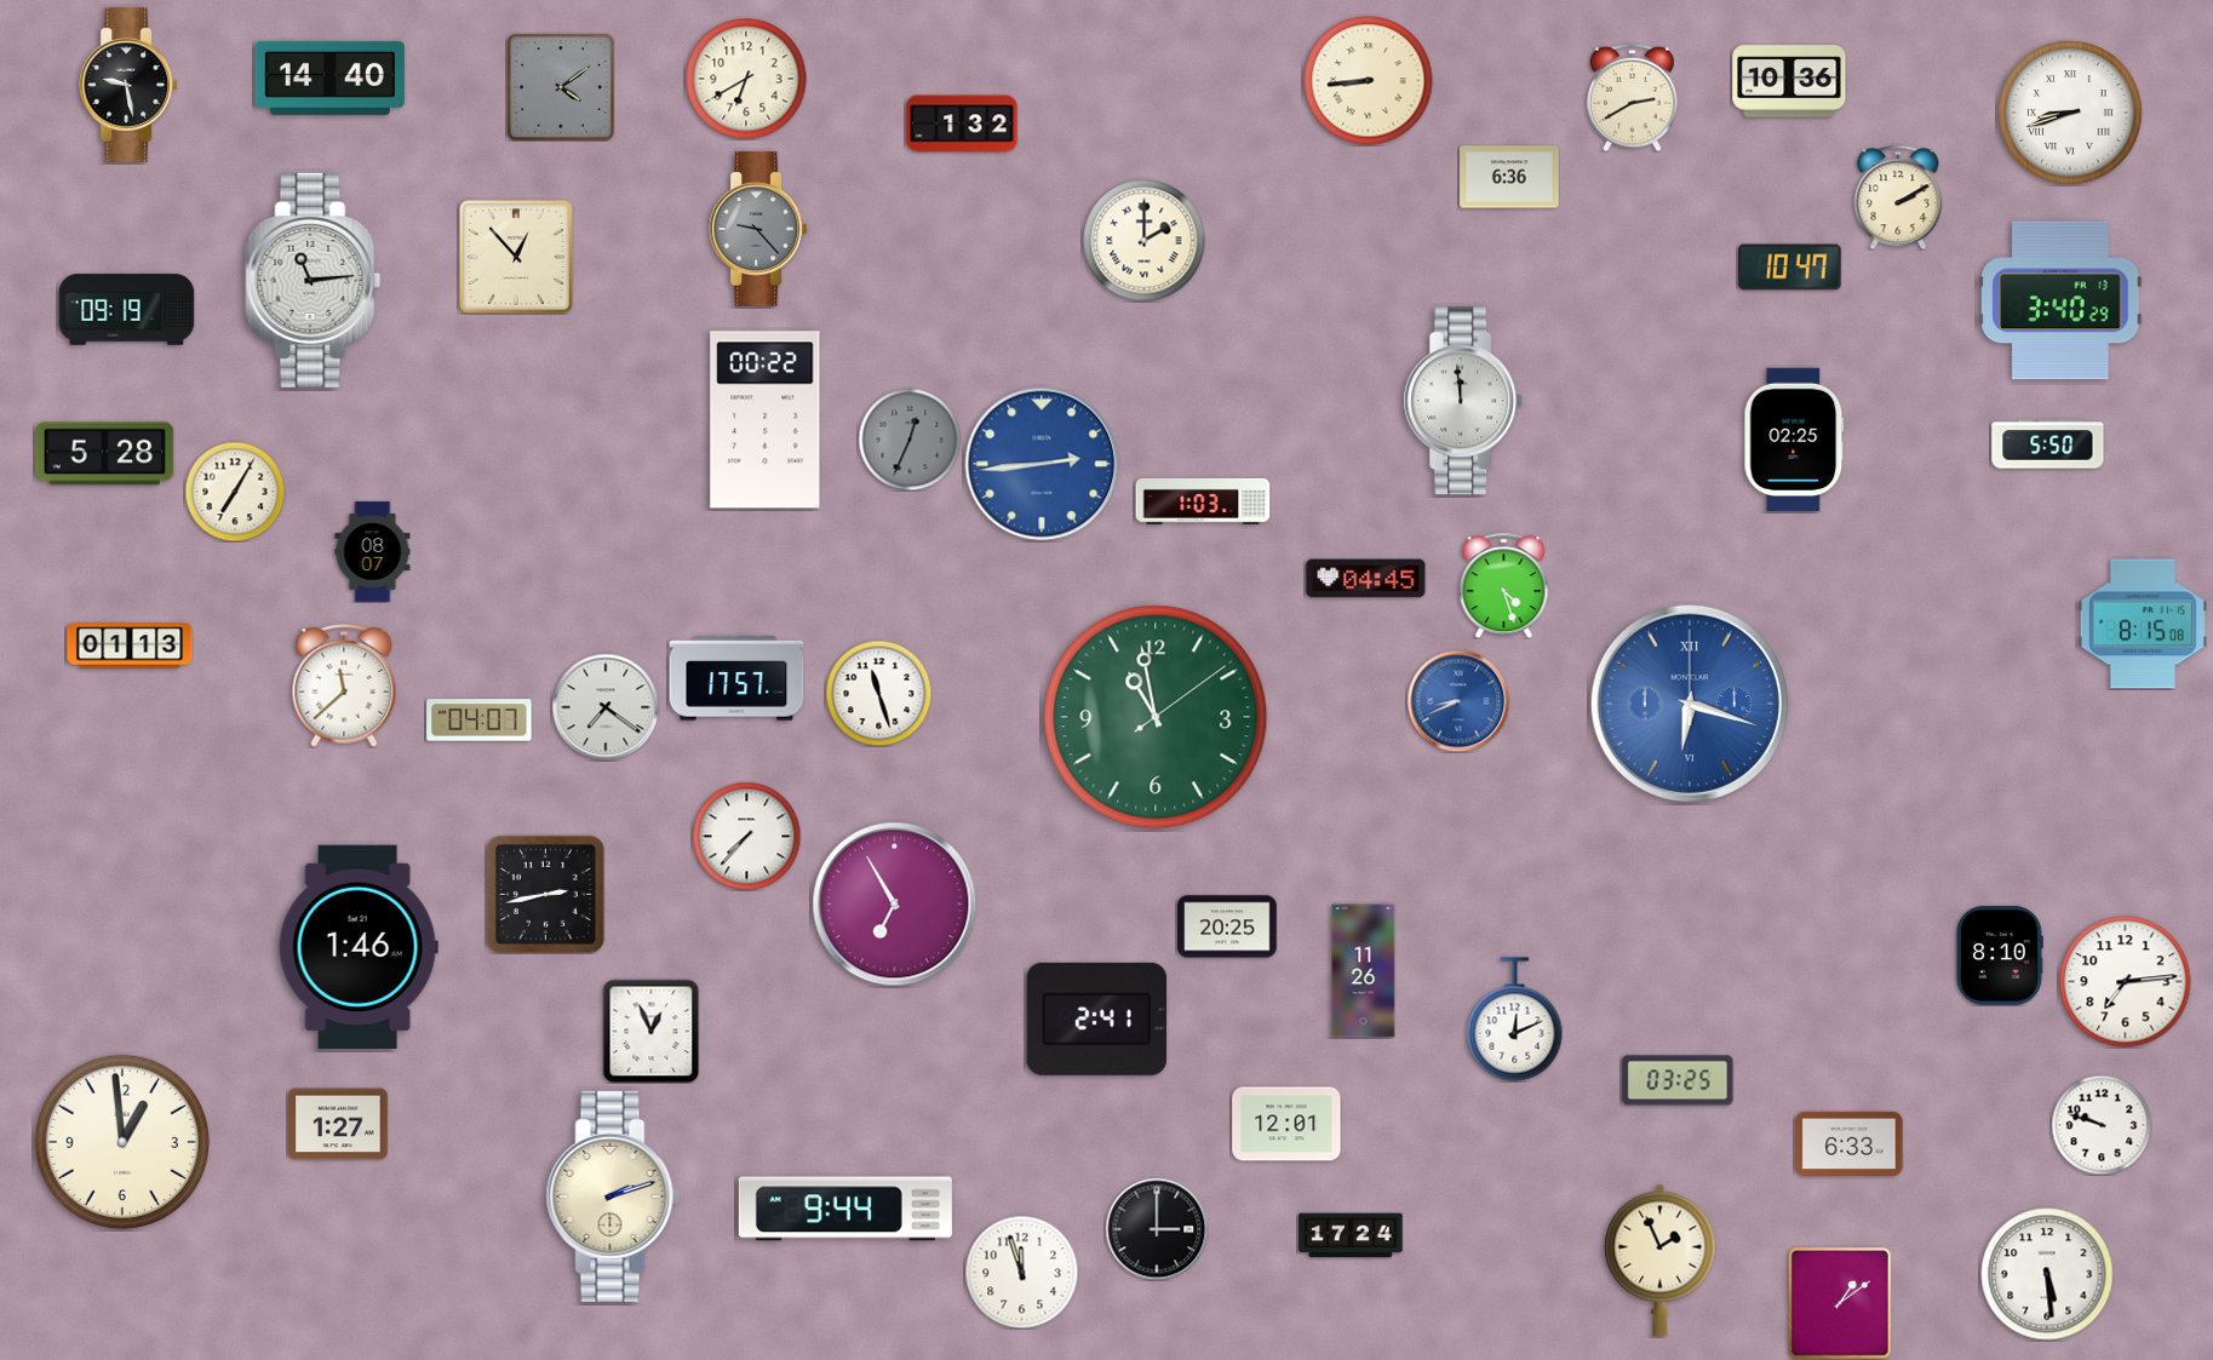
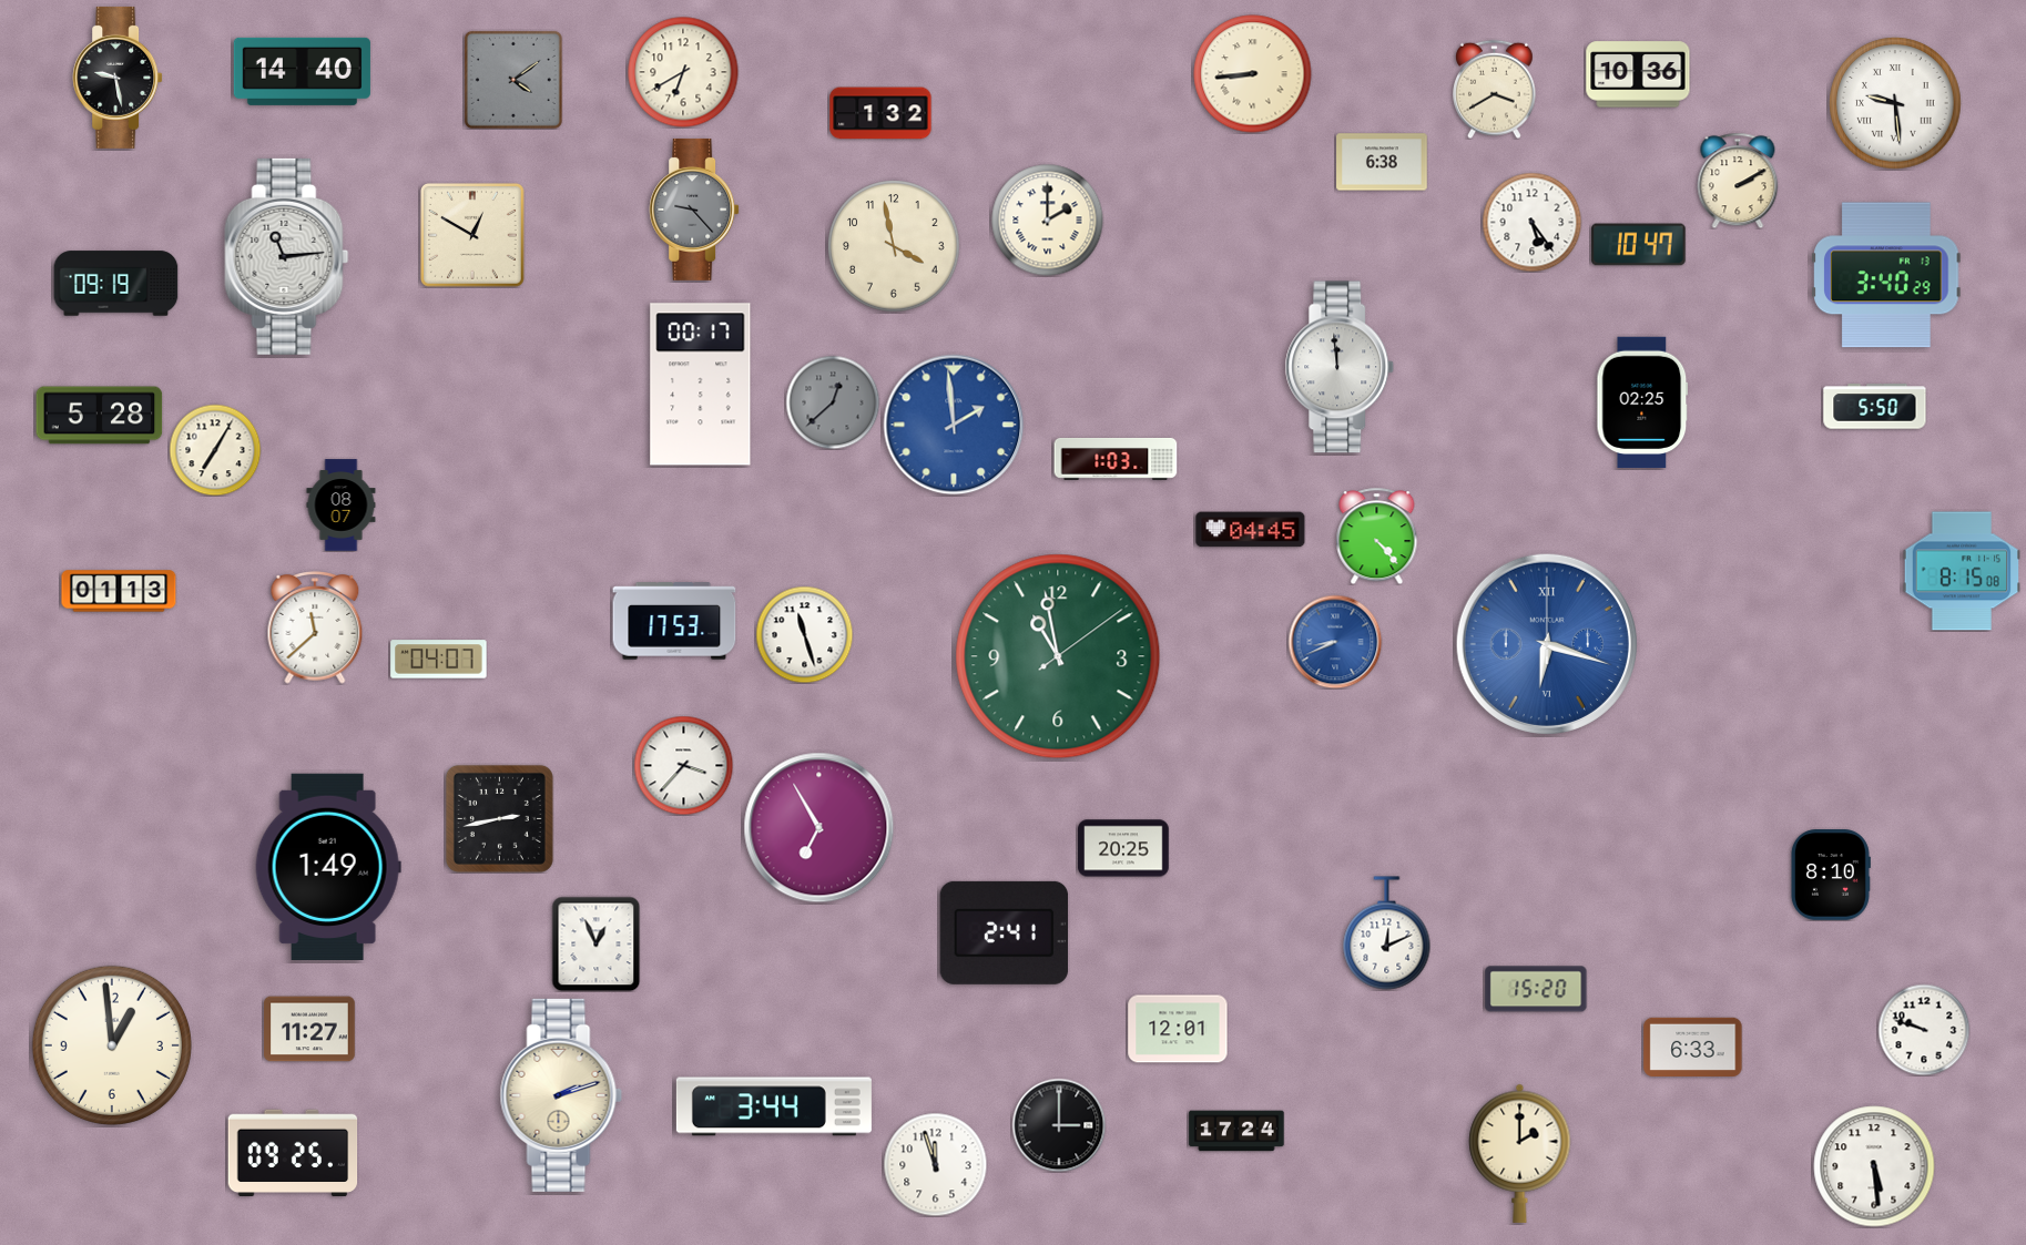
clock at (1633, 97): 2:40 -> 3:40
clock at (2070, 113): 8:42 -> 9:29
clock at (1509, 177): 6:36 -> 6:38
clock at (1531, 222): none -> 5:24
clock at (517, 258): 12:53 -> 12:50
clock at (894, 246): none -> 3:58
clock at (766, 420): 00:22 -> 00:17
clock at (910, 440): 12:34 -> 12:38
clock at (105, 454) position: (105, 454) -> (100, 416)
clock at (1042, 464): 2:44 -> 1:59
clock at (1203, 501) position: (1203, 501) -> (1116, 459)
clock at (1504, 585): 4:27 -> 4:23
clock at (736, 678): 17:57 -> 17:53
clock at (606, 707): 7:21 -> none
clock at (746, 836): 7:37 -> 3:37
clock at (359, 946): 1:46 -> 1:49
clock at (1364, 971): 11:26 -> none
clock at (2126, 982): 7:14 -> none
clock at (1678, 1080): 03:25 -> 15:20
clock at (338, 1124): 1:27 -> 11:27
clock at (845, 1209): 9:44 -> 3:44
clock at (293, 1153): none -> 09:25
clock at (1661, 1259): 1:56 -> 2:00
clock at (1840, 1303): 1:09 -> none
